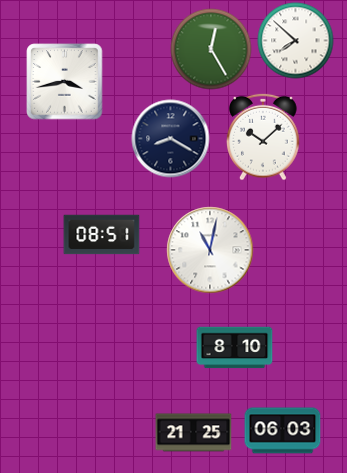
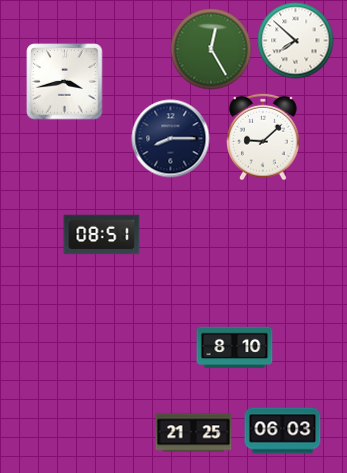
clock at (264, 137): 10:08 -> 9:08
clock at (171, 139): 8:20 -> 8:15
clock at (210, 250): 11:02 -> none
